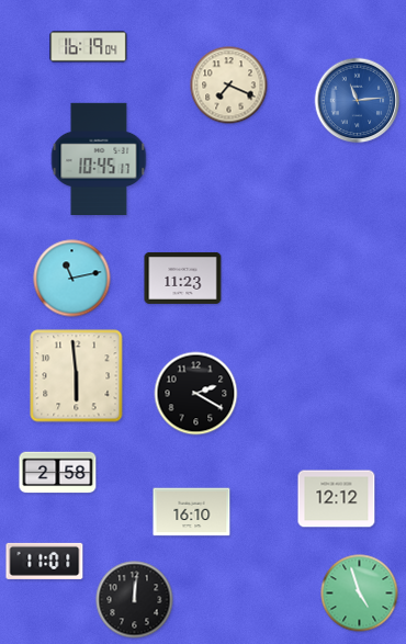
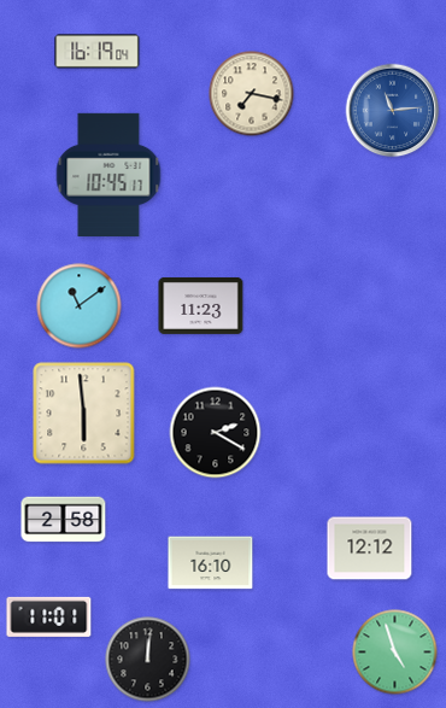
clock at (229, 86): 7:19 -> 7:17
clock at (72, 279): 11:13 -> 11:09
